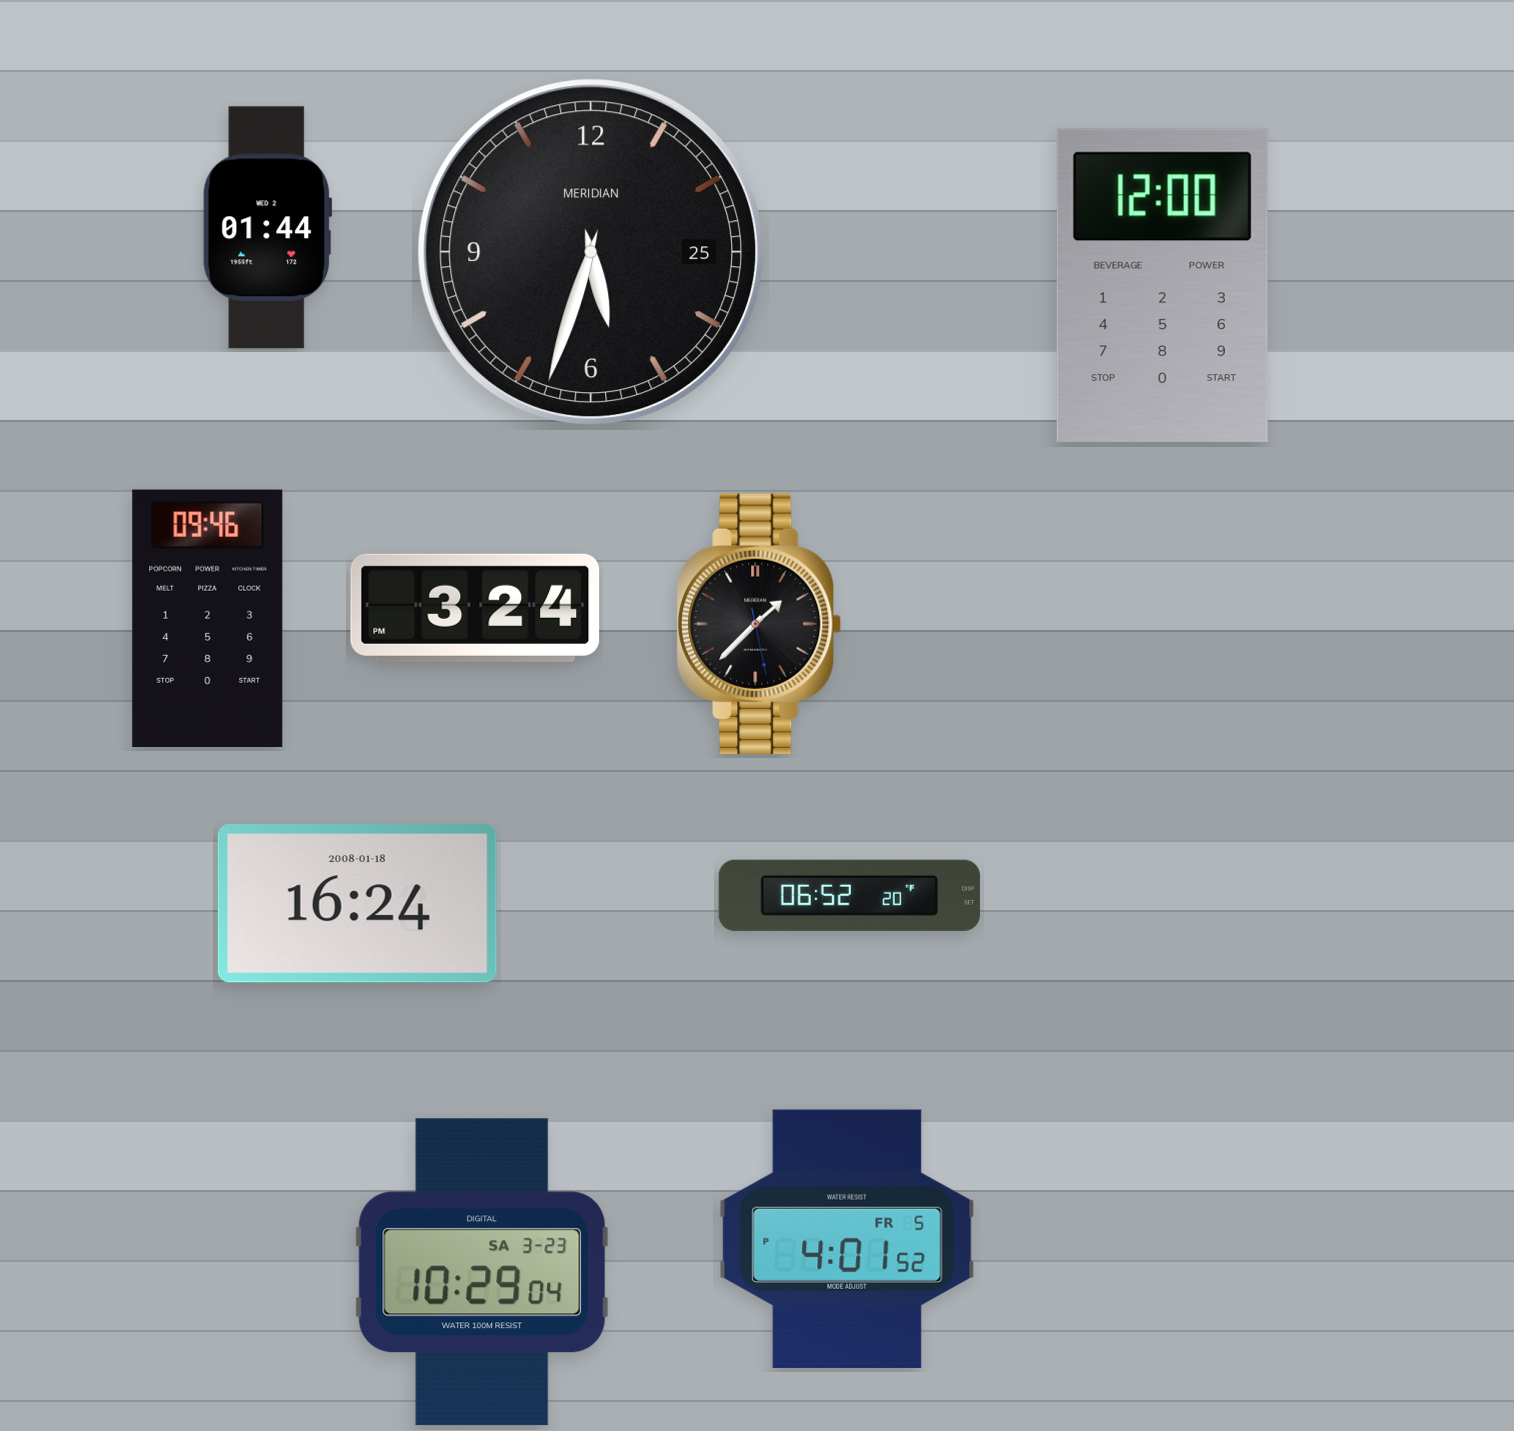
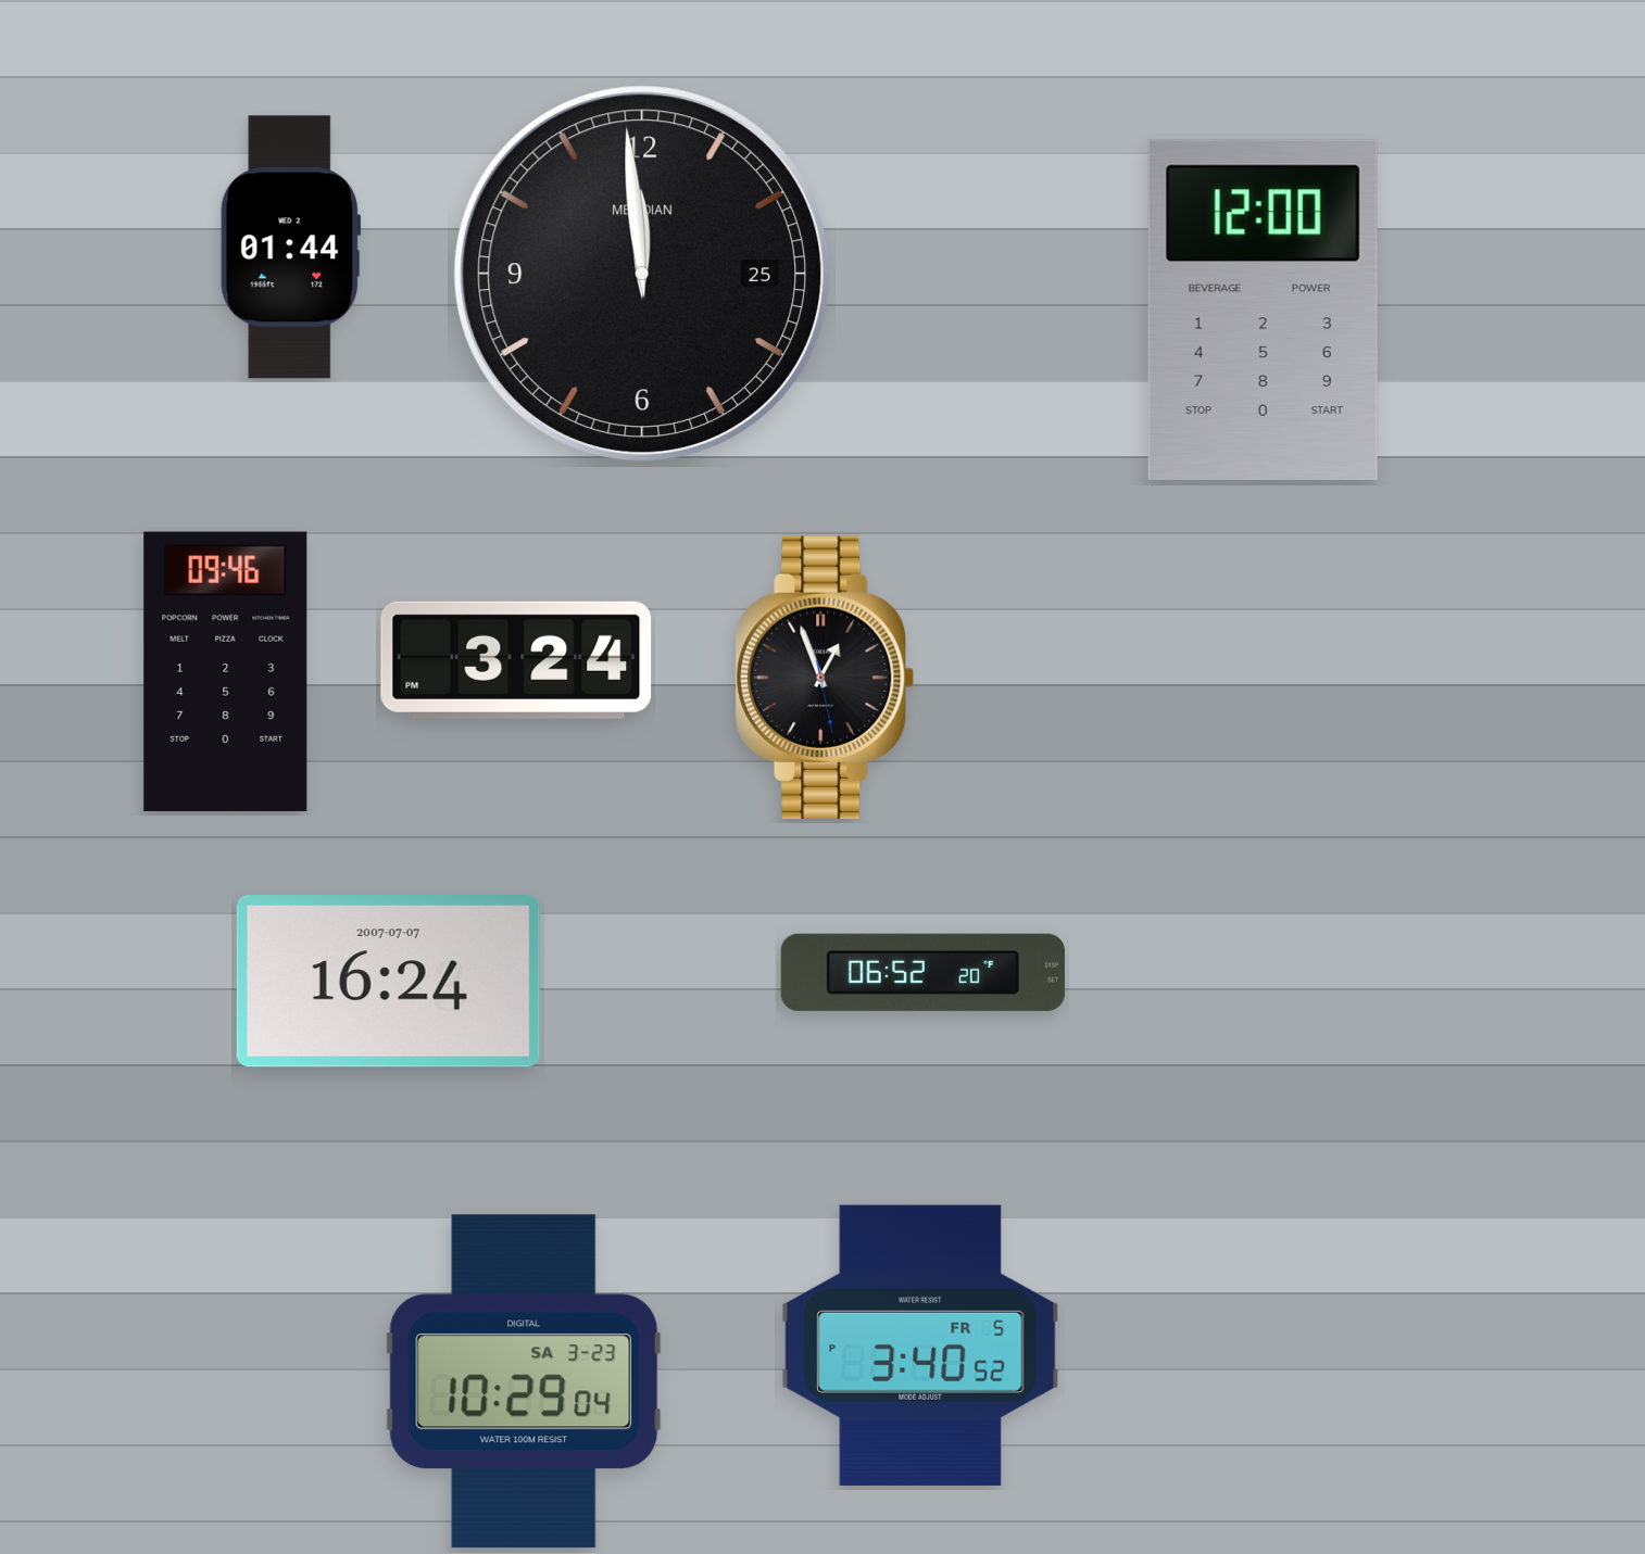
clock at (591, 252): 5:33 -> 11:59
clock at (759, 624): 1:37 -> 12:56
clock at (357, 904) date: 2008-01-18 -> 2007-07-07
clock at (847, 1239): 4:01 -> 3:40
